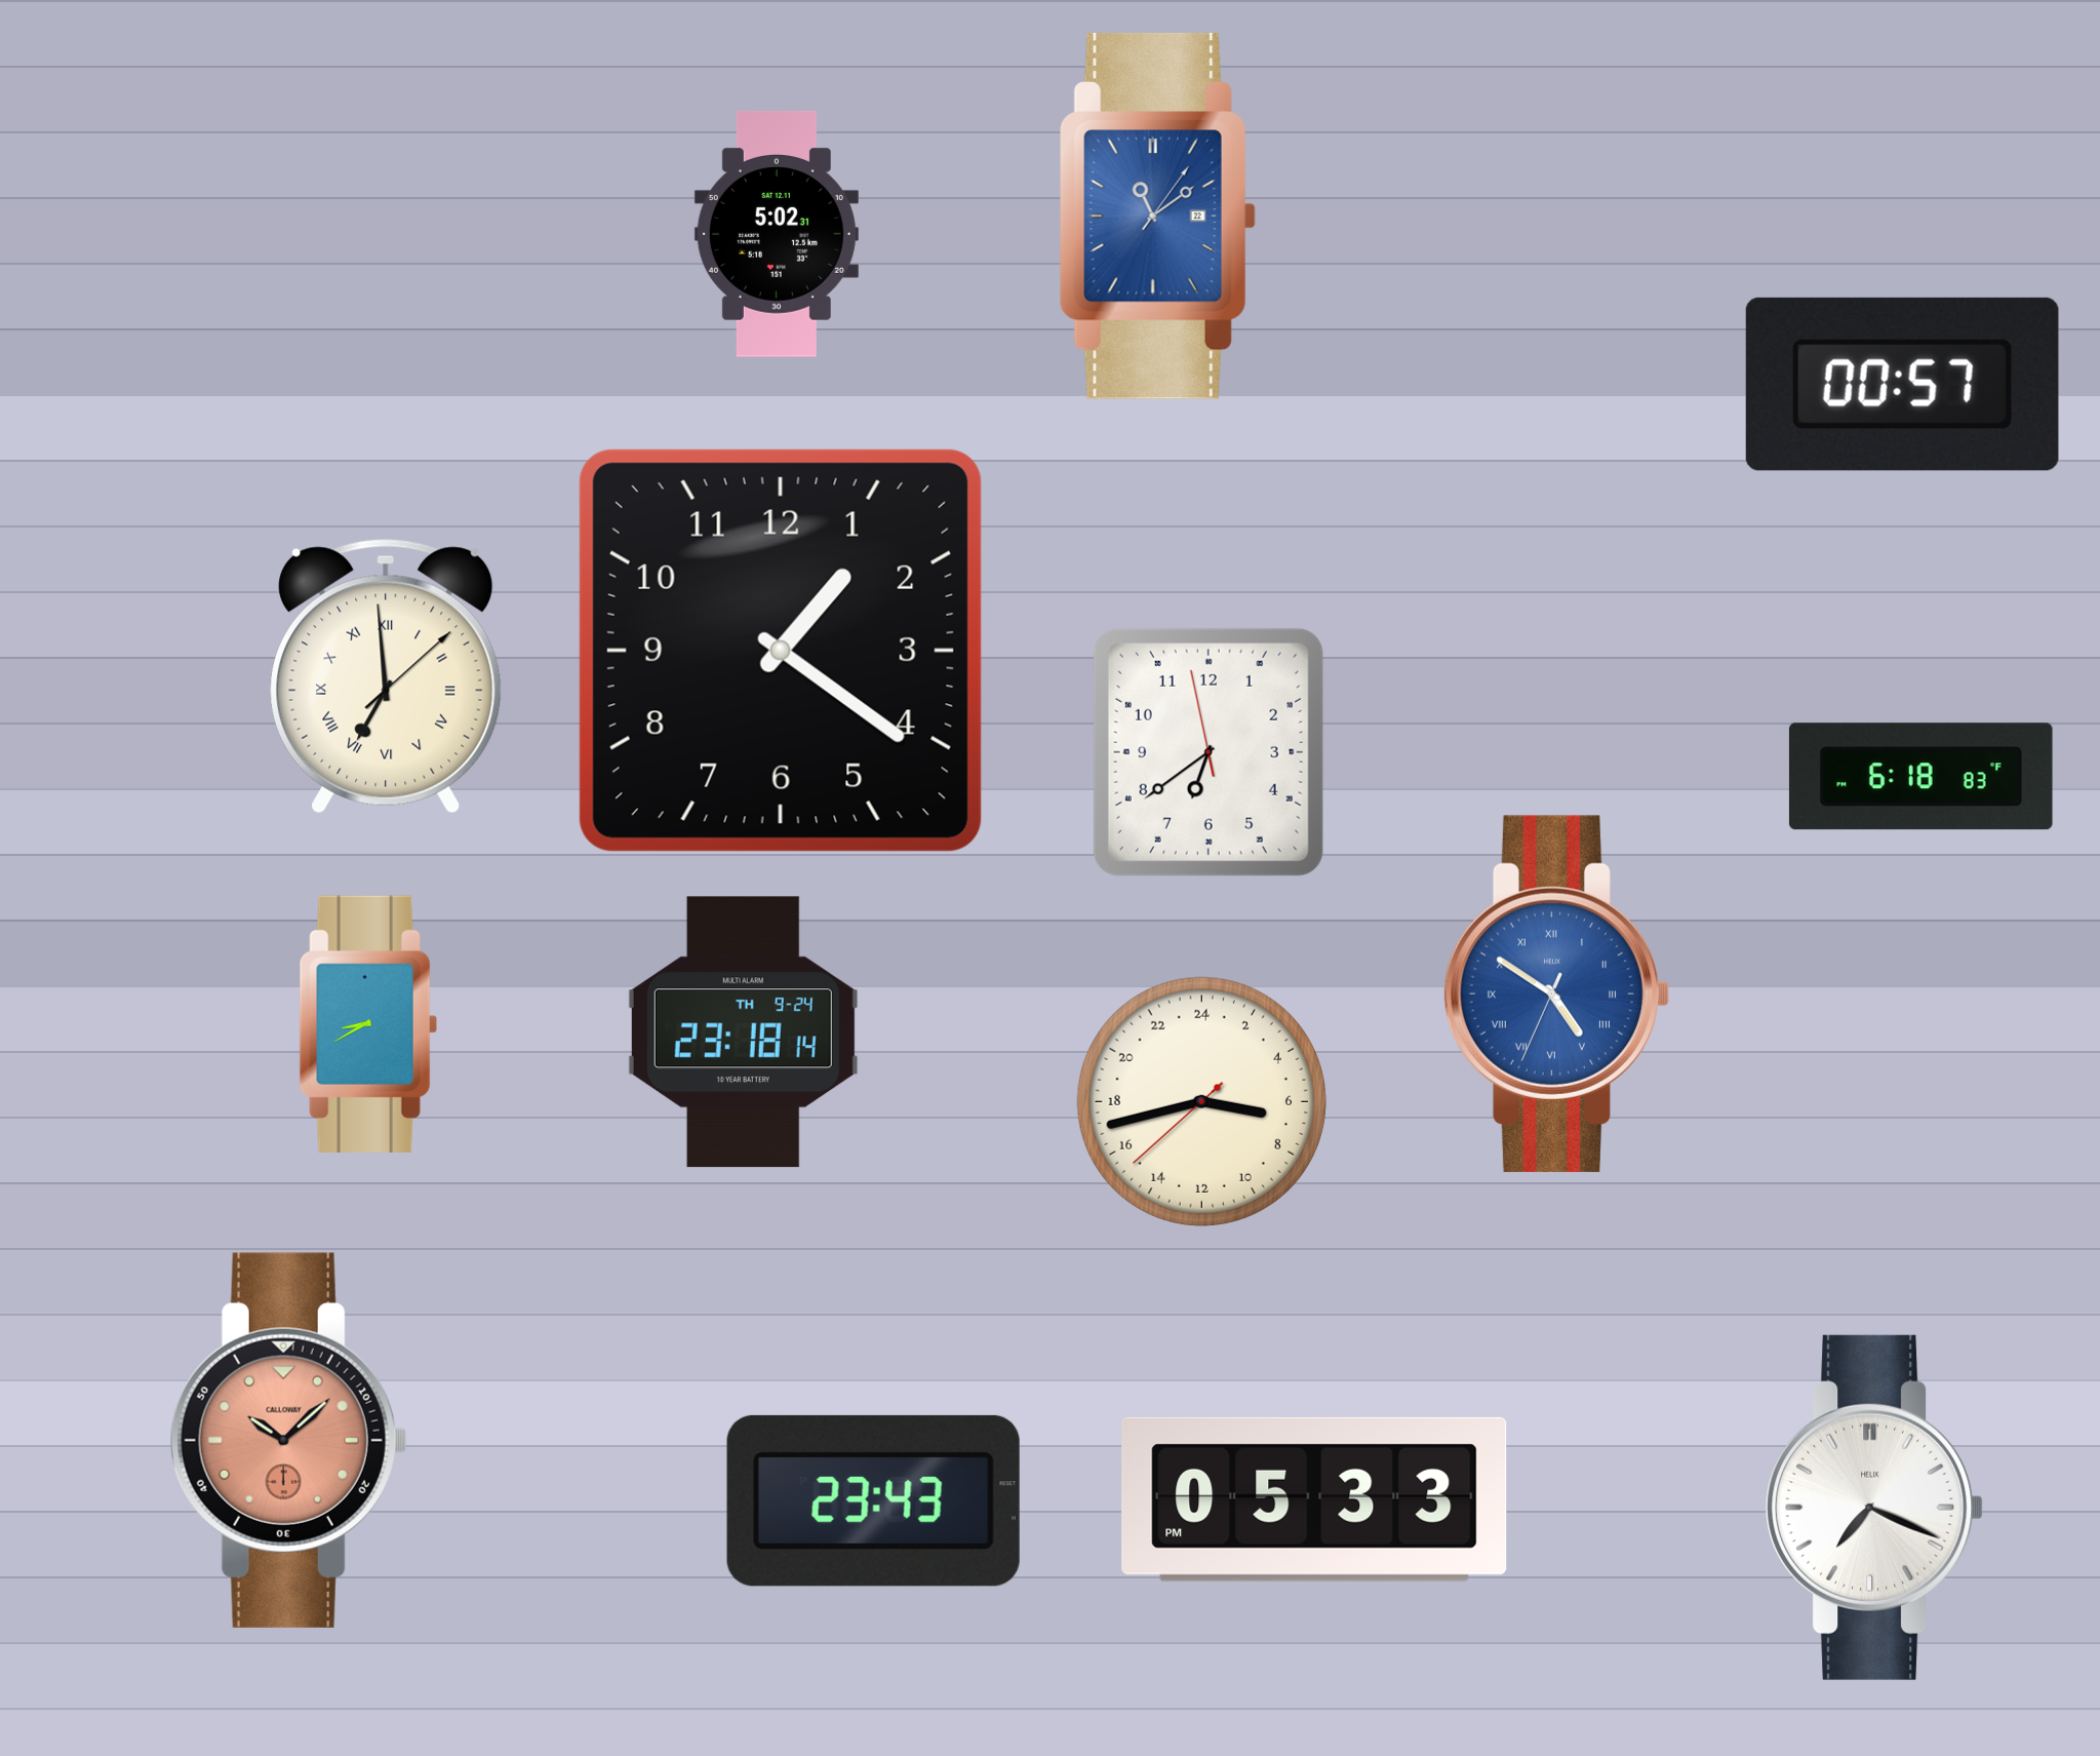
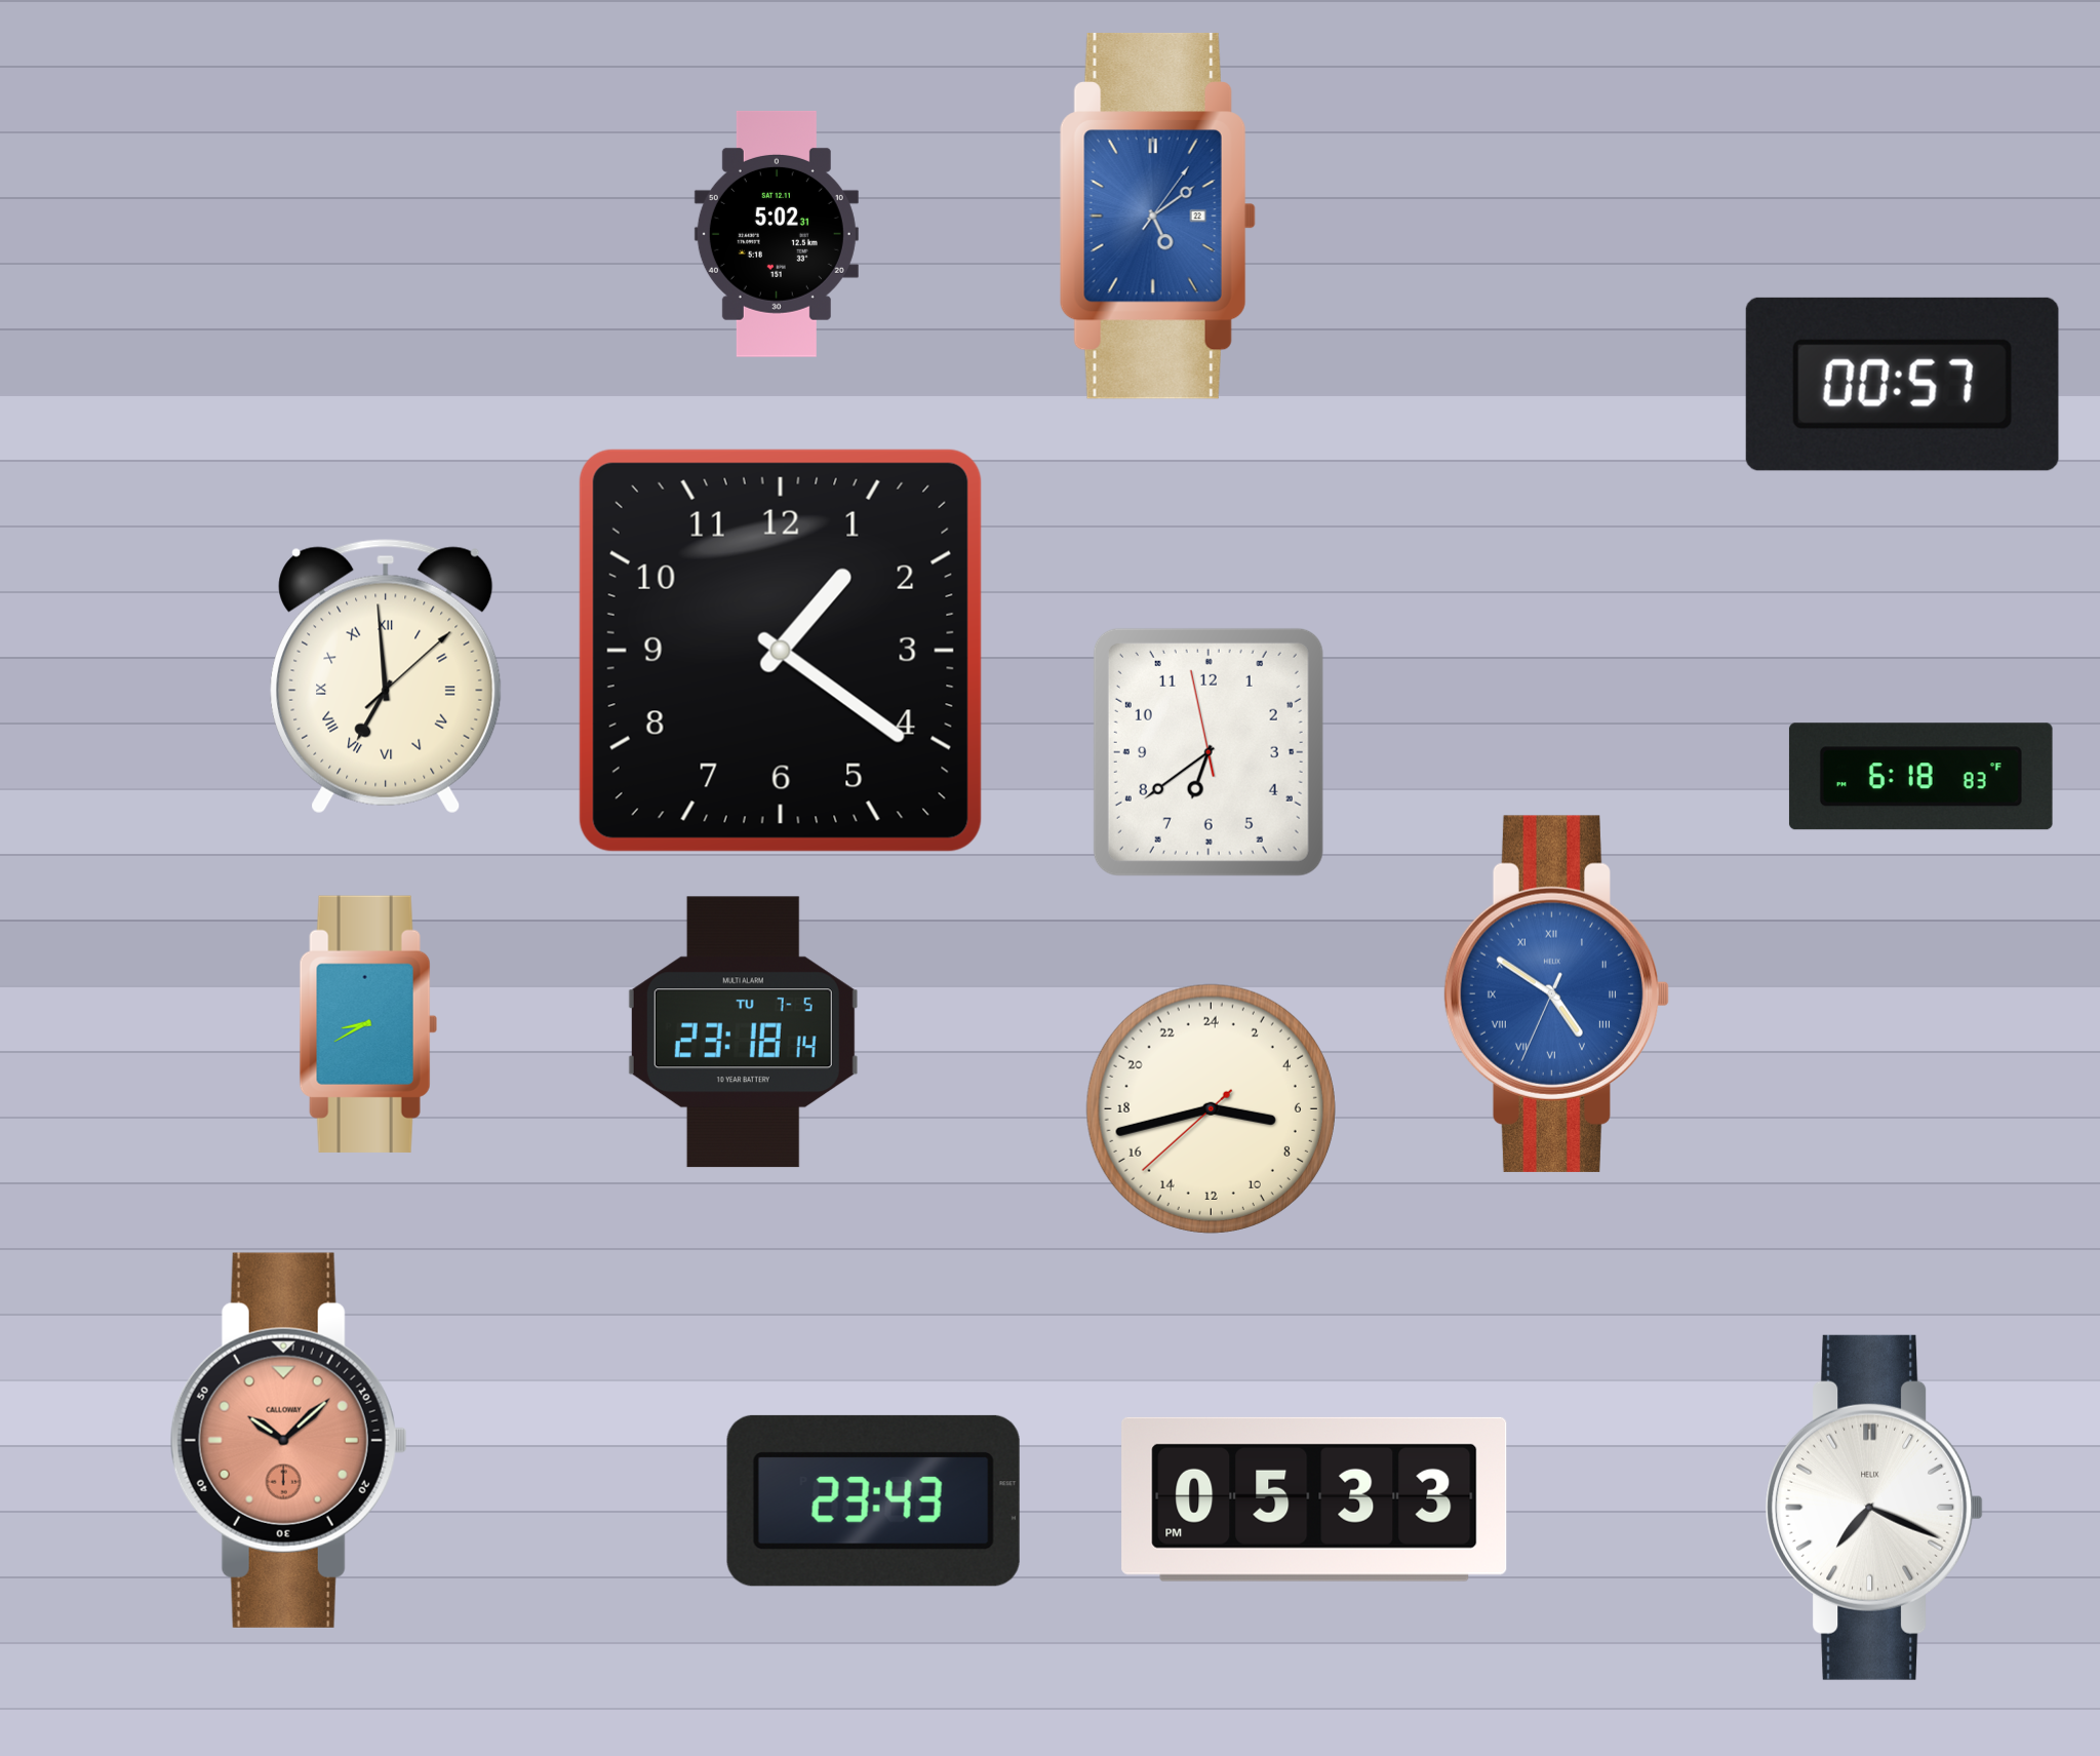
clock at (1157, 216): 11:09 -> 5:09
clock at (743, 1032) date: TH 9-24 -> TU 7-5
clock at (1201, 1101) position: (1201, 1101) -> (1211, 1108)
